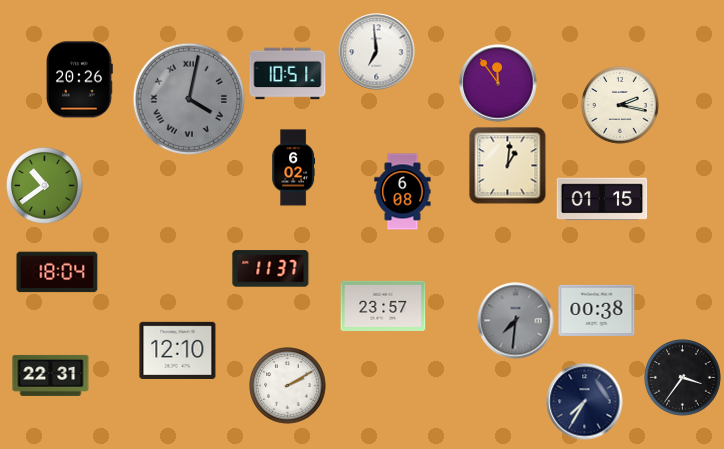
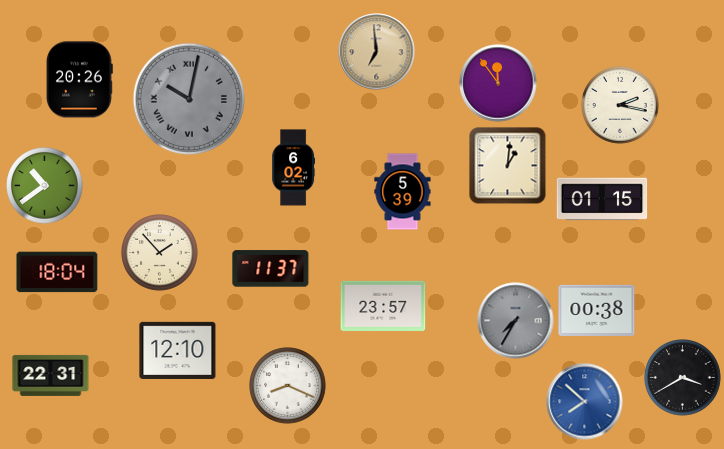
clock at (377, 52) dial: white -> champagne
clock at (288, 74): 10:51 -> none
clock at (189, 99): 4:02 -> 10:02
clock at (403, 192): 6:08 -> 5:39
clock at (160, 253): none -> 1:53
clock at (516, 321): 7:31 -> 7:35
clock at (683, 378): 3:36 -> 3:40
clock at (288, 386): 2:10 -> 8:19
clock at (585, 402): 7:35 -> 7:52
clock at (585, 402) dial: navy -> blue
